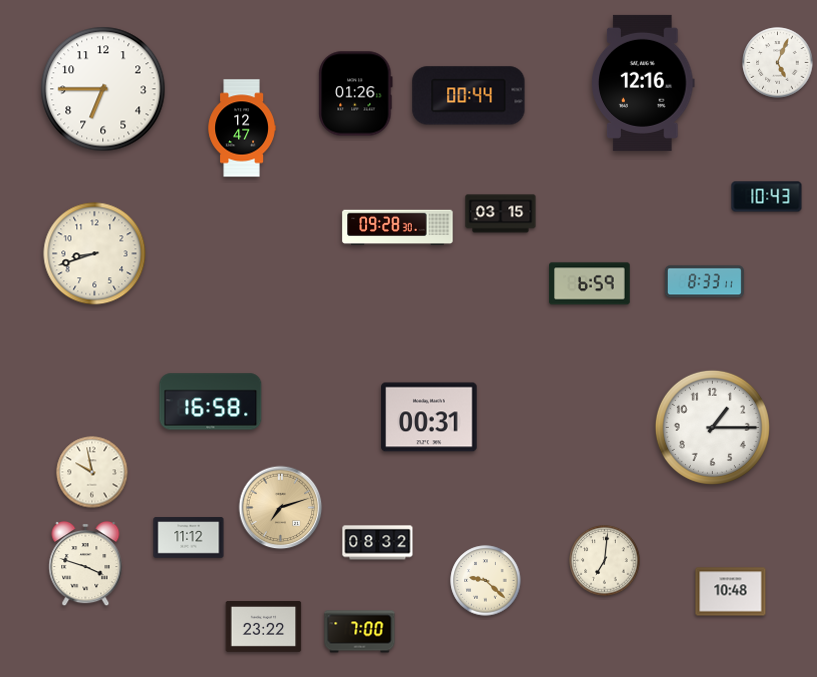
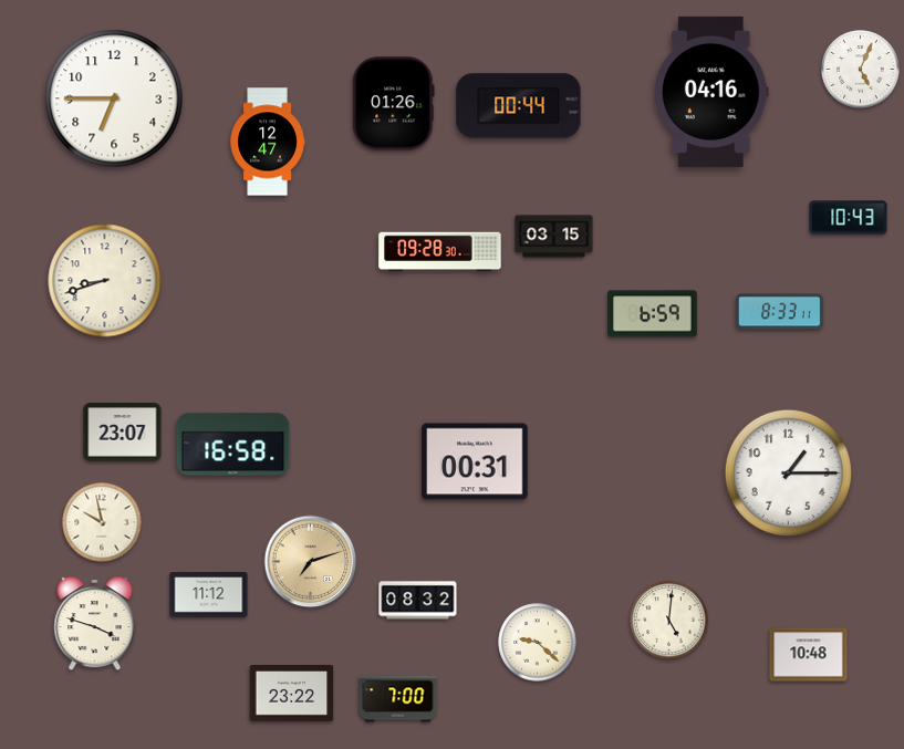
clock at (644, 83): 12:16 -> 04:16
clock at (123, 433): none -> 23:07
clock at (605, 561): 7:01 -> 5:01
